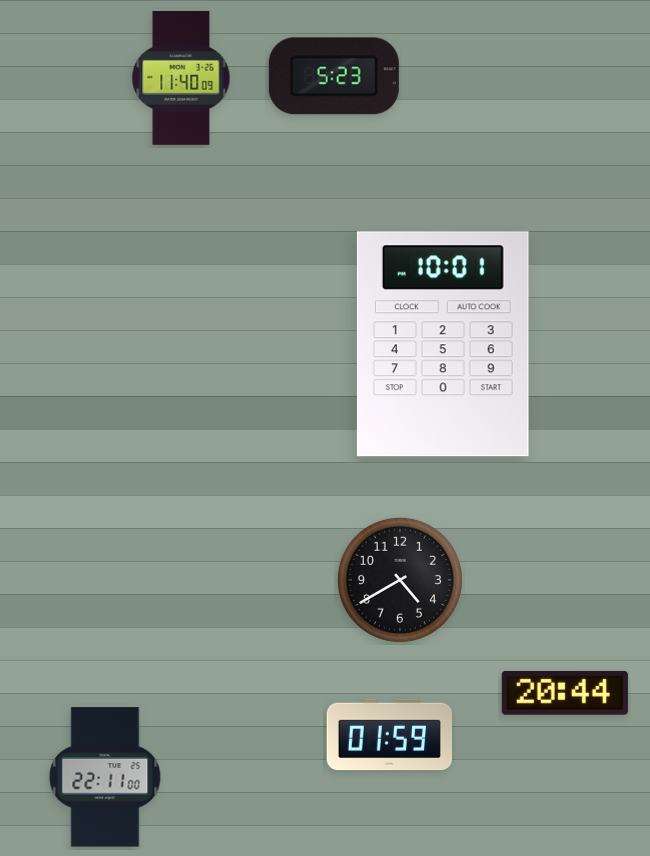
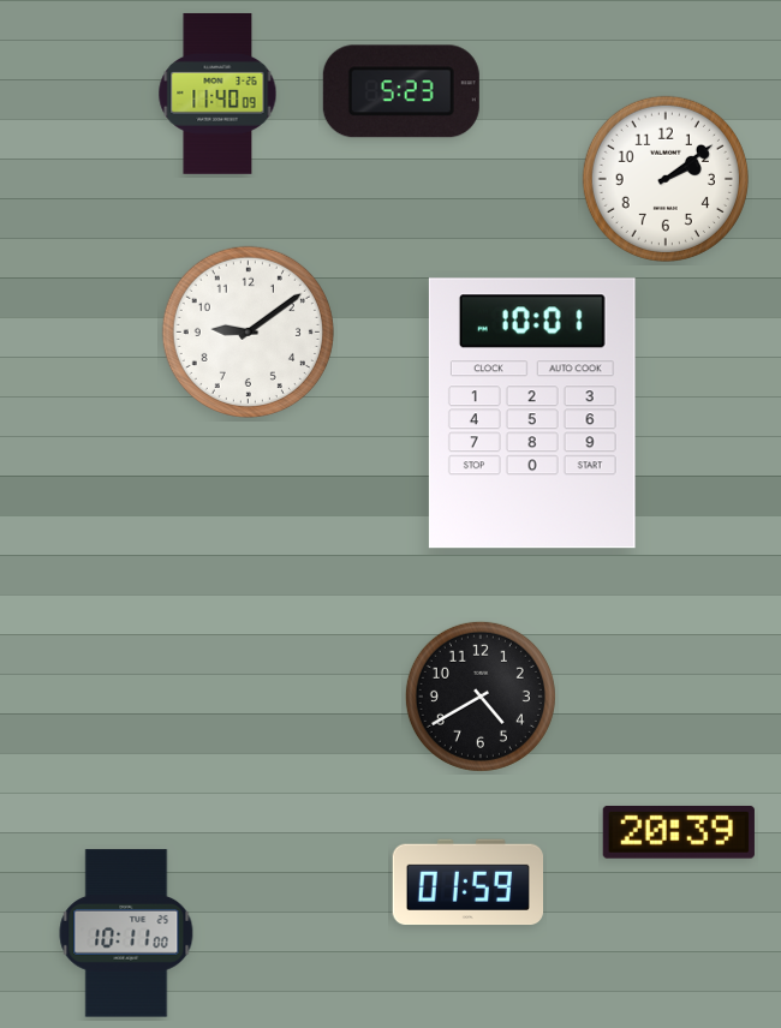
clock at (666, 179): none -> 2:09
clock at (248, 331): none -> 9:09
clock at (565, 693): 20:44 -> 20:39
clock at (105, 777): 22:11 -> 10:11
